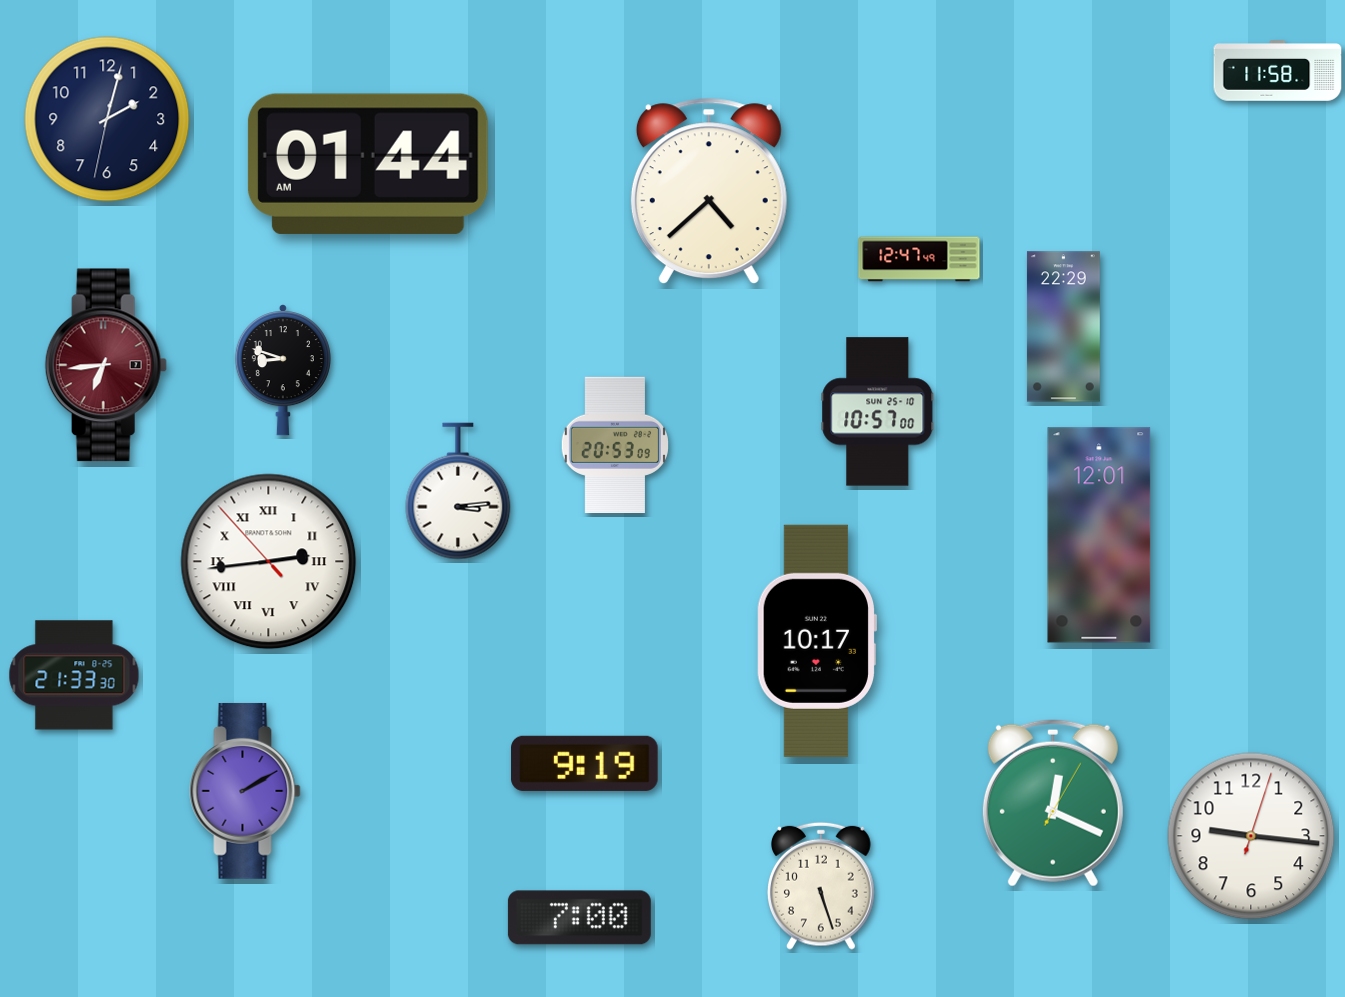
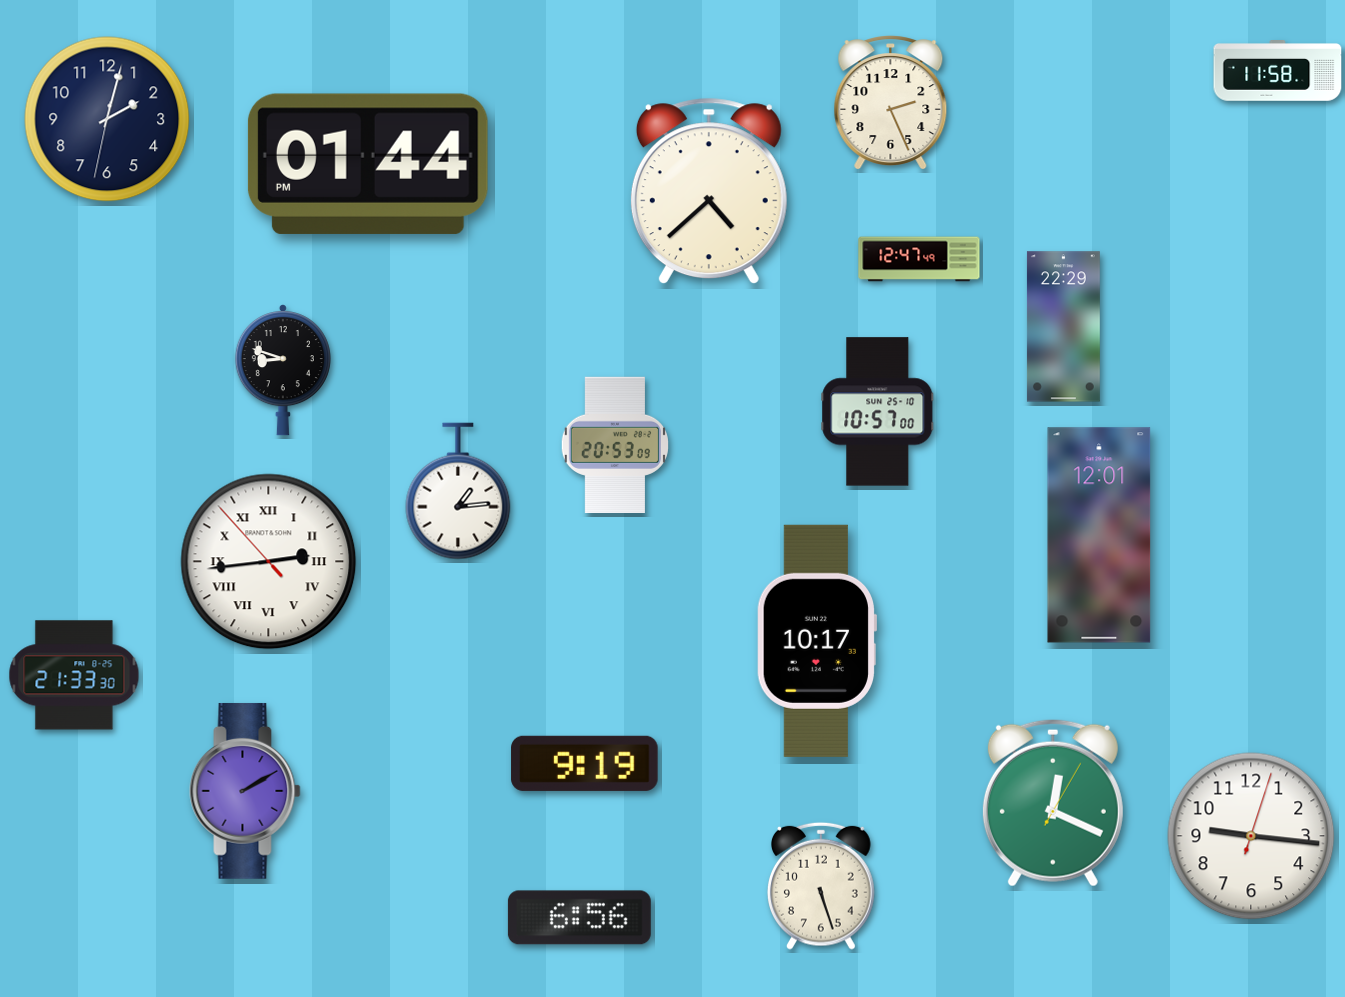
clock at (891, 102): none -> 2:26
clock at (368, 164): 01:44 AM -> 01:44 PM
clock at (106, 365): 6:44 -> none
clock at (458, 491): 3:14 -> 1:14
clock at (579, 918): 7:00 -> 6:56
